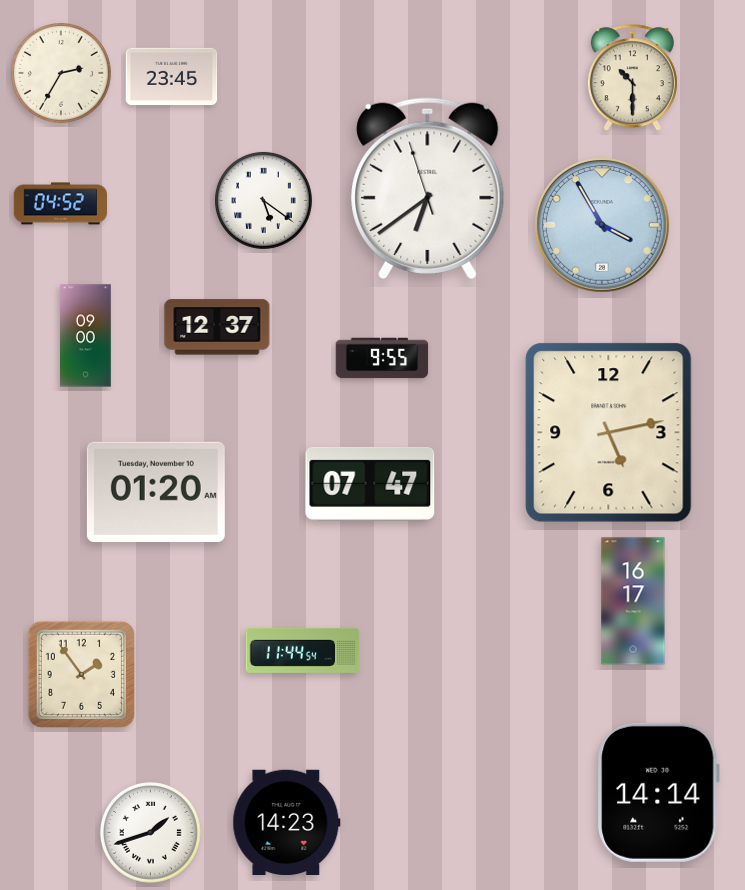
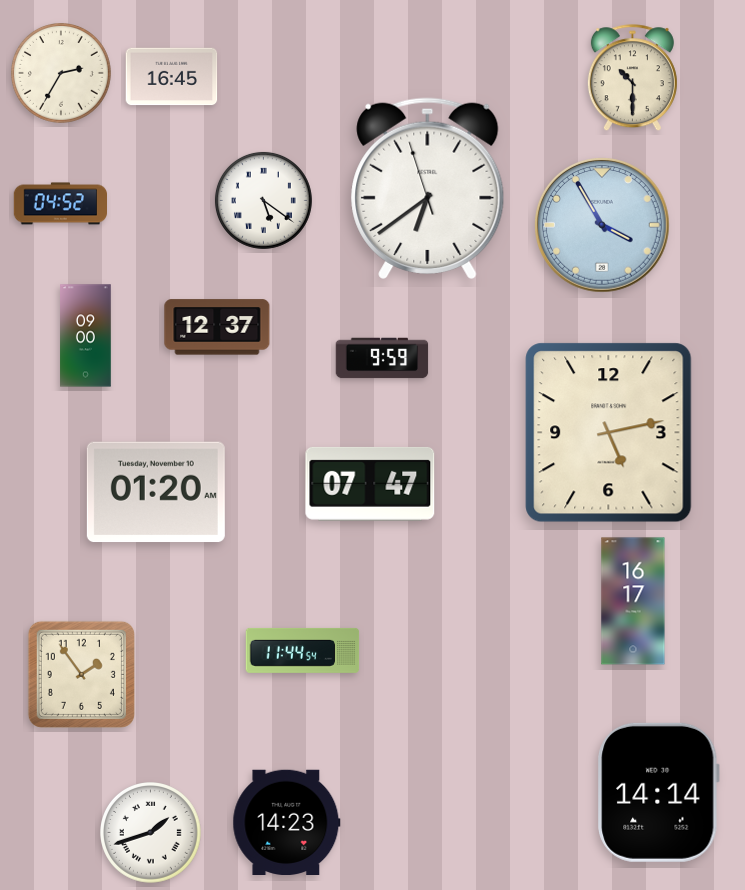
clock at (172, 77): 23:45 -> 16:45
clock at (382, 358): 9:55 -> 9:59
